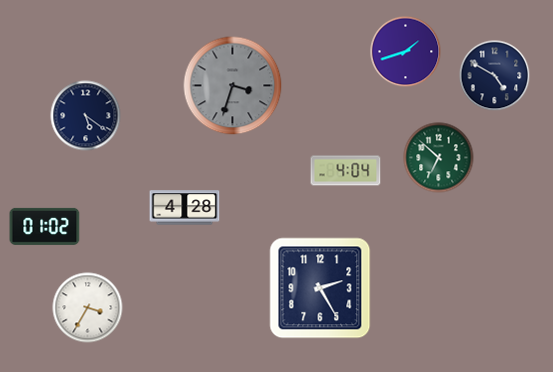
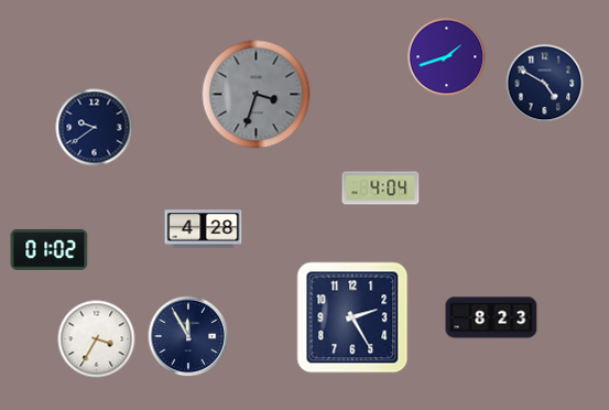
clock at (86, 116): 5:21 -> 9:39
clock at (439, 158): 6:52 -> none
clock at (491, 317): none -> 8:23
clock at (188, 336): none -> 11:55
